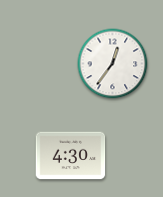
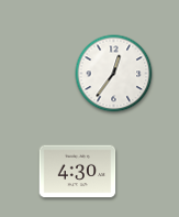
clock at (113, 64) position: (113, 64) -> (114, 74)
